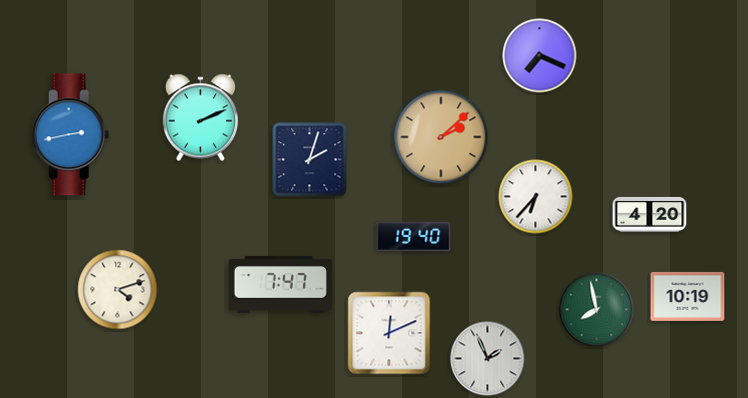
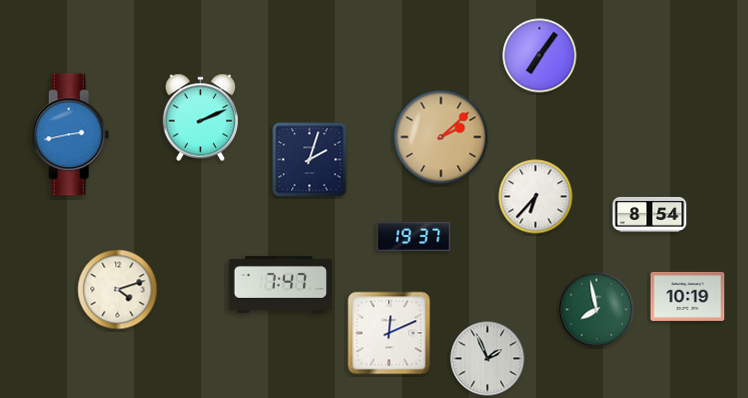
clock at (540, 56): 7:19 -> 7:06
clock at (650, 214): 4:20 -> 8:54
clock at (414, 237): 19:40 -> 19:37
